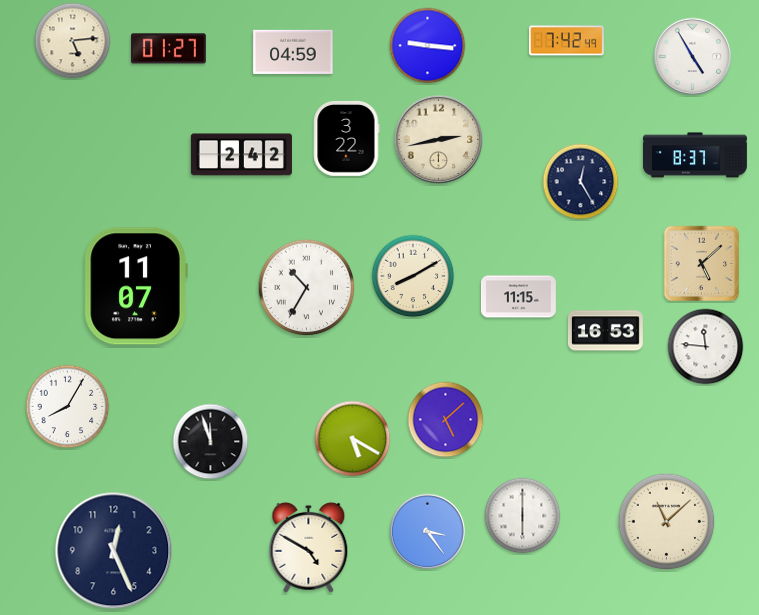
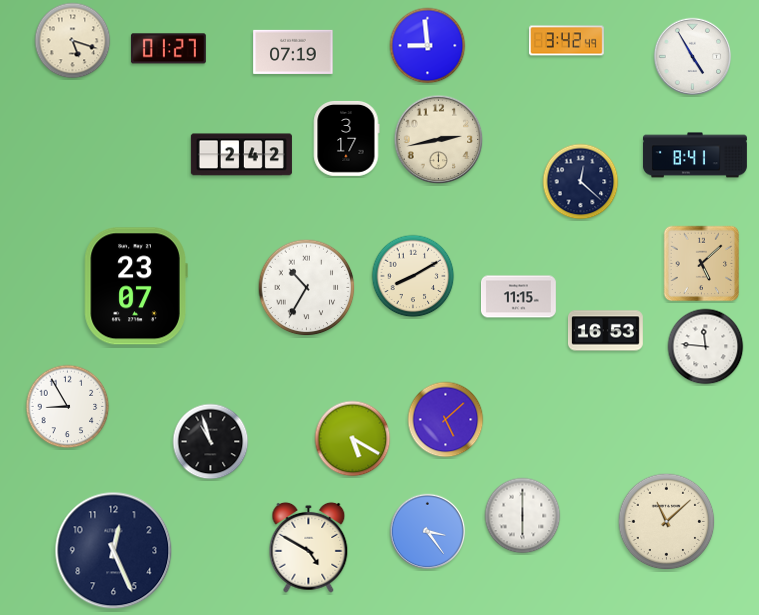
clock at (73, 41): 5:14 -> 5:18
clock at (566, 41): 7:42 -> 3:42
clock at (428, 46): 9:16 -> 8:59
clock at (293, 52): 04:59 -> 07:19
clock at (346, 138): 3:22 -> 3:17
clock at (695, 155): 8:37 -> 8:41
clock at (581, 182): 12:25 -> 12:22
clock at (136, 286): 11:07 -> 23:07
clock at (68, 407): 8:05 -> 8:55
clock at (211, 442): 11:57 -> 10:57
